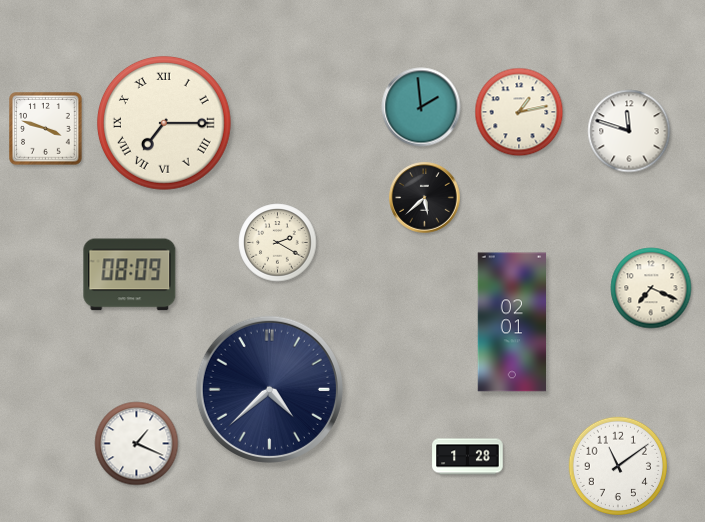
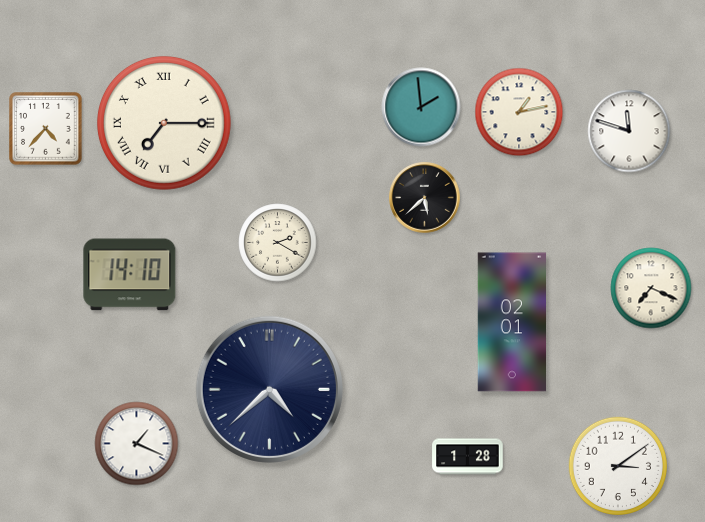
clock at (46, 129): 3:48 -> 4:37
clock at (130, 275): 08:09 -> 14:10
clock at (617, 465): 11:09 -> 3:09
